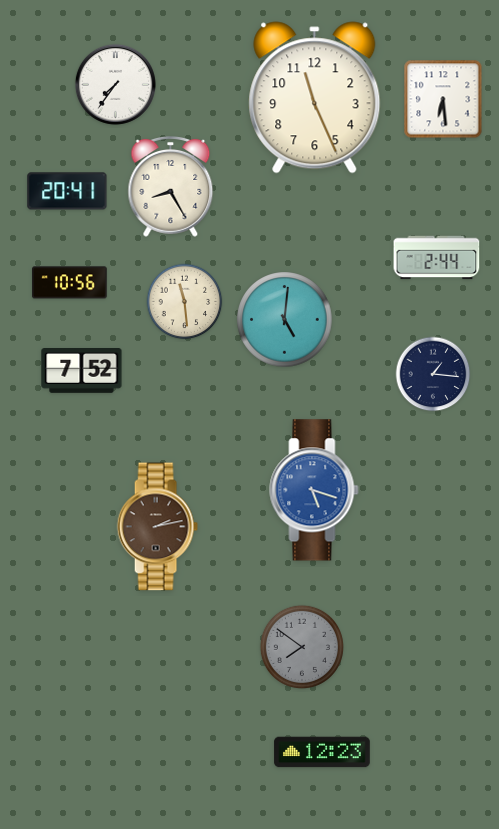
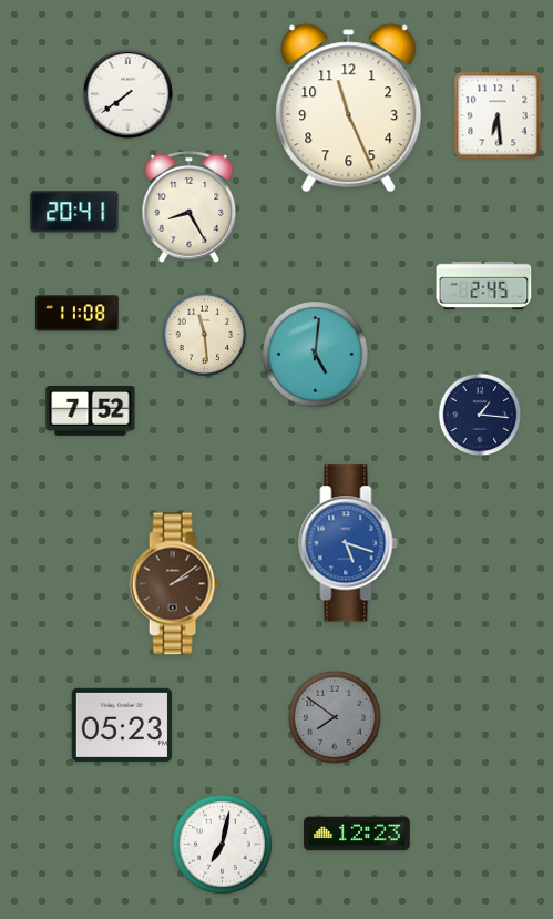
clock at (115, 84): 7:36 -> 7:39
clock at (443, 99) position: (443, 99) -> (498, 115)
clock at (437, 258): 2:44 -> 2:45
clock at (70, 283): 10:56 -> 11:08
clock at (157, 527): 2:13 -> 2:09
clock at (121, 725): none -> 05:23
clock at (222, 844): none -> 7:02
